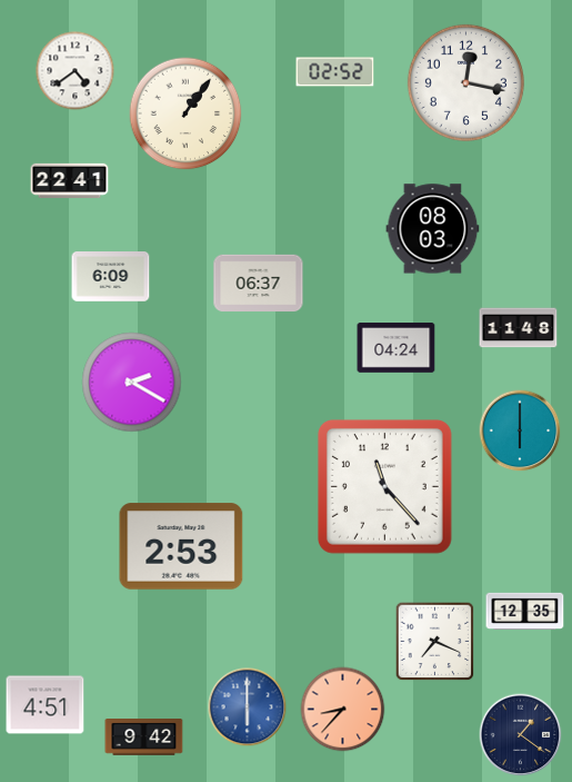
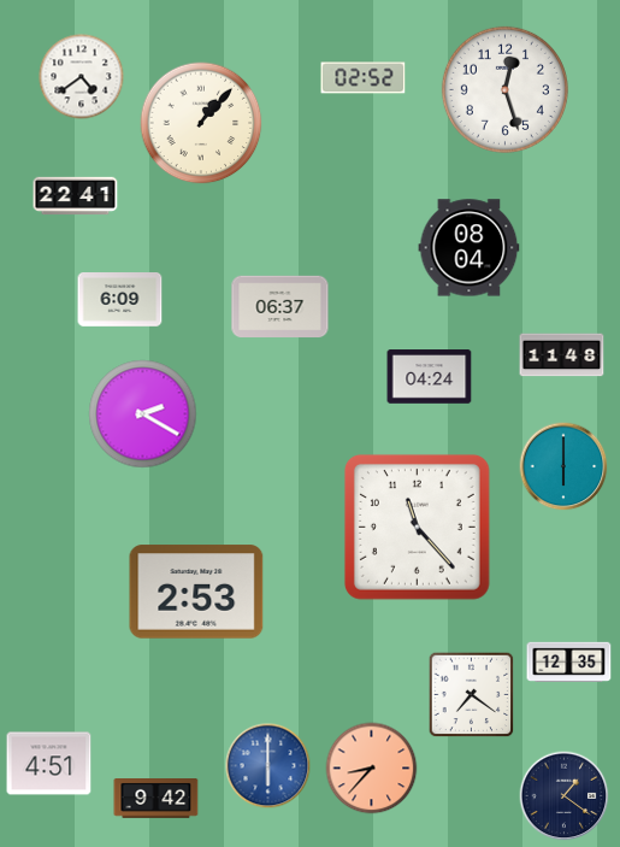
clock at (465, 82): 12:17 -> 12:27
clock at (185, 113): 1:06 -> 1:07
clock at (433, 229): 08:03 -> 08:04
clock at (435, 642): 7:19 -> 7:21
